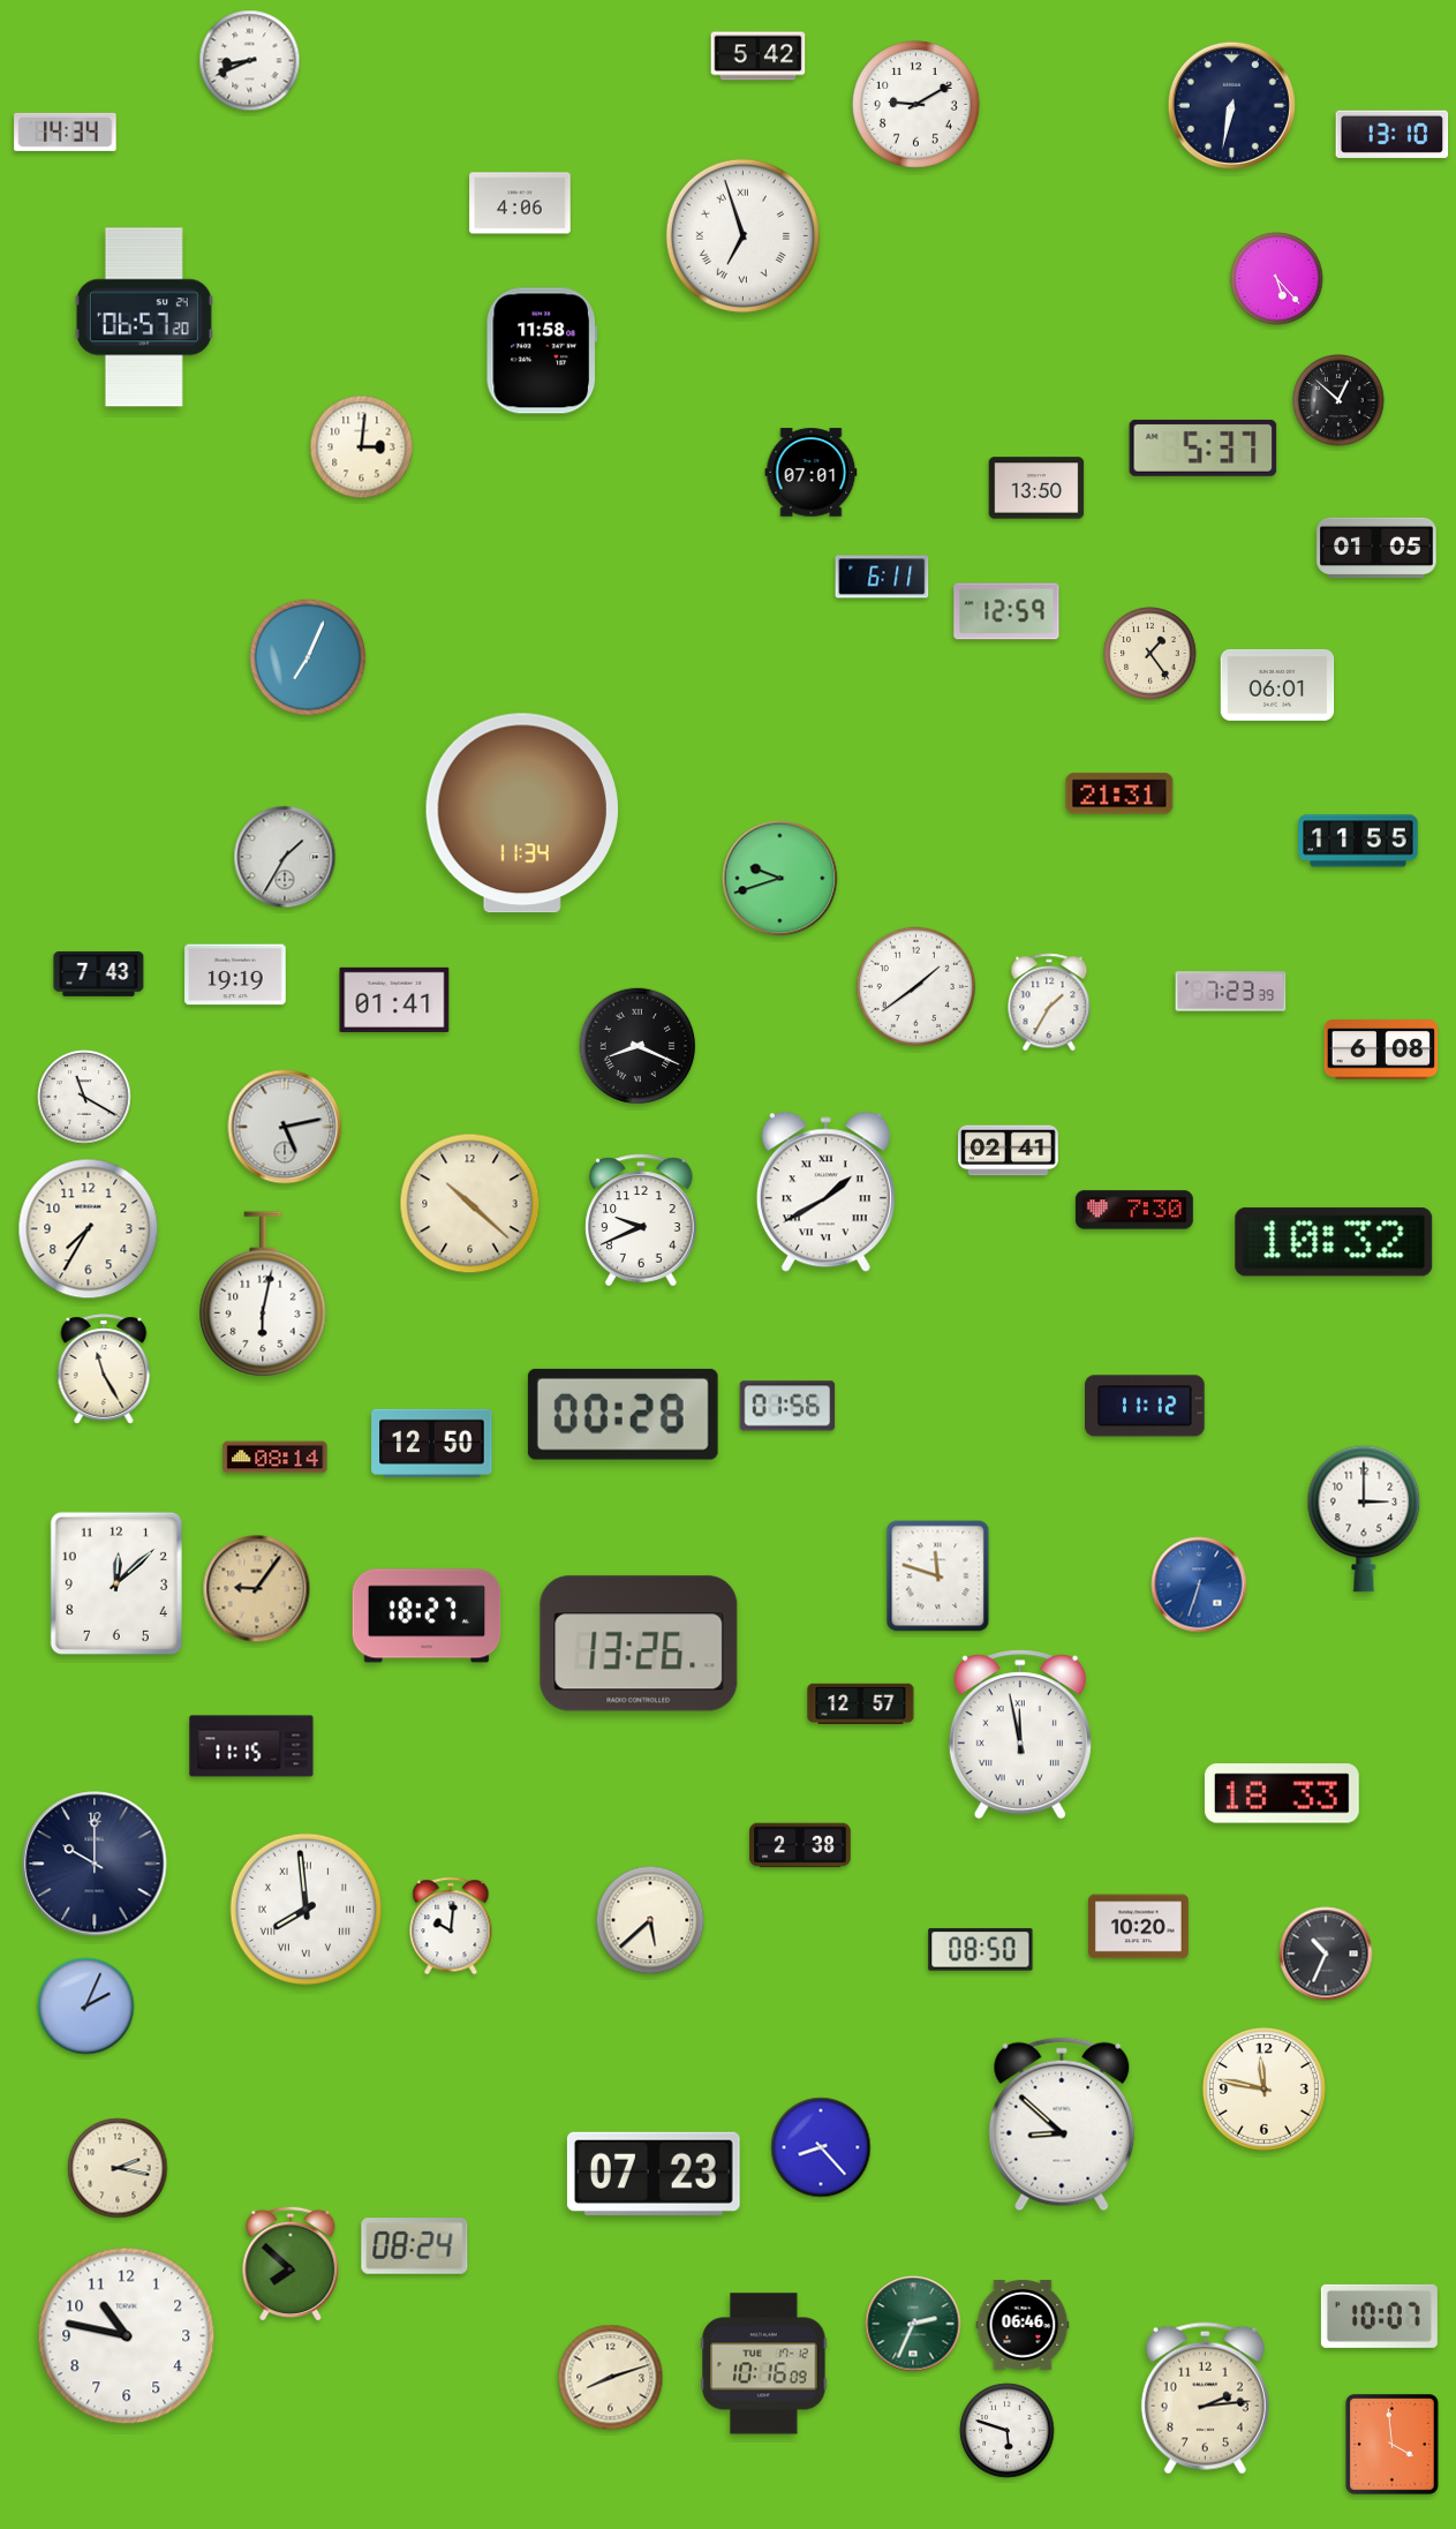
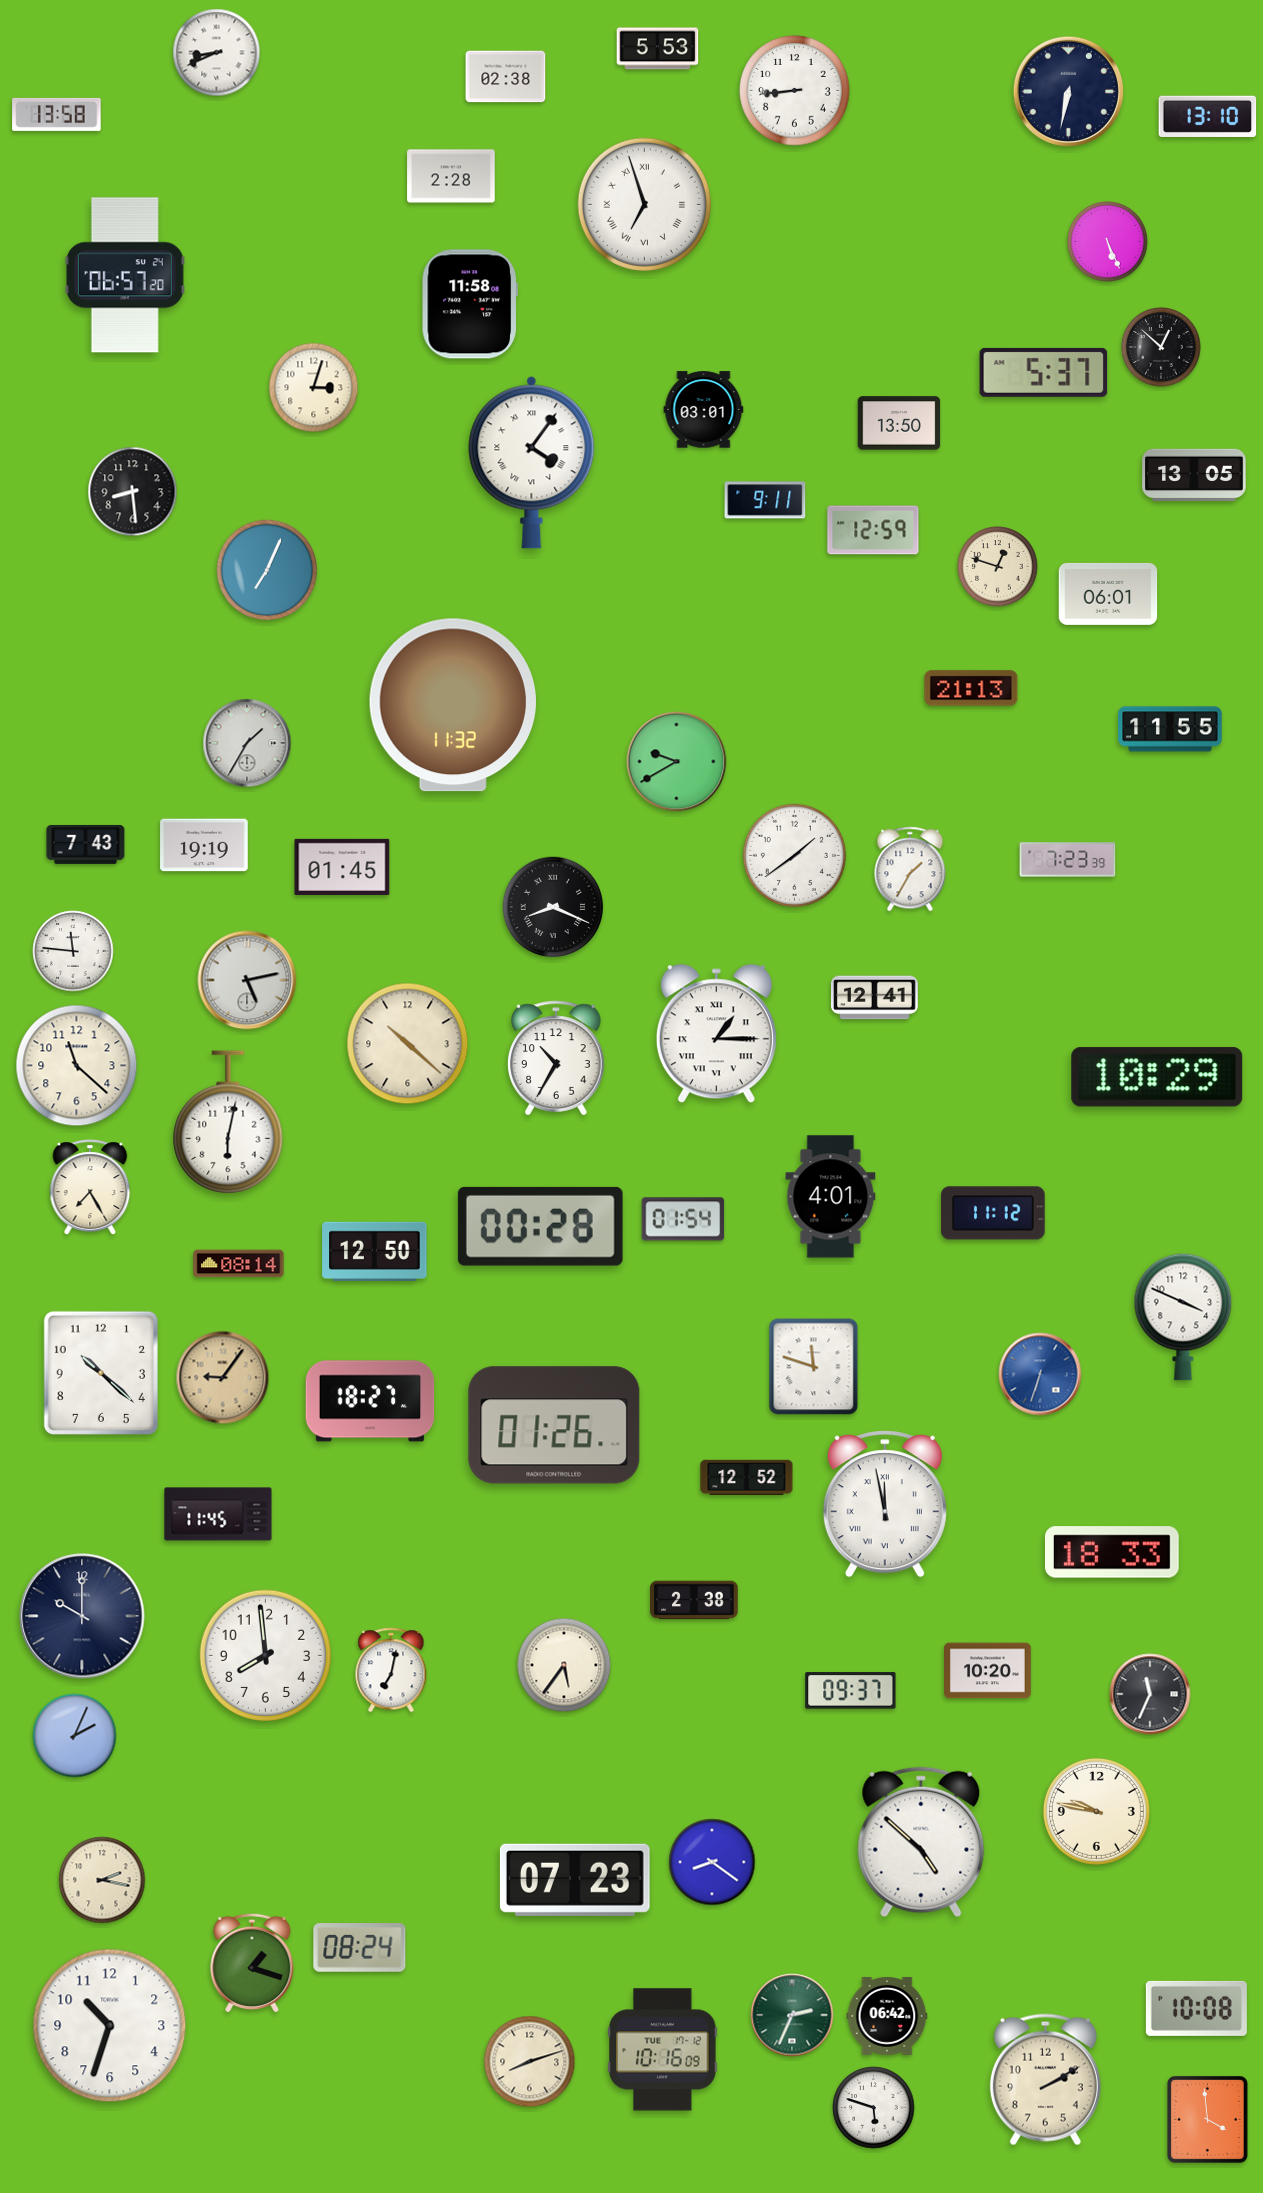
clock at (759, 57): 5:42 -> 5:53
clock at (506, 77): none -> 02:38
clock at (916, 105): 9:10 -> 8:44
clock at (66, 131): 14:34 -> 13:58
clock at (520, 203): 4:06 -> 2:28
clock at (1277, 279): 5:23 -> 5:26
clock at (362, 447): 3:01 -> 3:03
clock at (1204, 447) position: (1204, 447) -> (1044, 372)
clock at (812, 473): 07:01 -> 03:01
clock at (532, 463): none -> 4:06
clock at (1376, 548): 01:05 -> 13:05
clock at (133, 492): none -> 8:29
clock at (882, 577): 6:11 -> 9:11
clock at (1151, 654): 1:24 -> 12:48
clock at (1119, 793): 21:31 -> 21:13
clock at (522, 813): 11:34 -> 11:32
clock at (1358, 841) position: (1358, 841) -> (1170, 729)
clock at (780, 879): 9:42 -> 9:40
clock at (394, 1000): 01:41 -> 01:45
clock at (1381, 1049): 6:08 -> none
clock at (84, 1097): 11:20 -> 11:46
clock at (285, 1127) position: (285, 1127) -> (247, 980)
clock at (1009, 1151): 02:41 -> 12:41
clock at (825, 1192): 1:40 -> 1:15
clock at (1134, 1210): 7:30 -> none
clock at (641, 1220): 9:41 -> 10:35
clock at (89, 1229): 7:35 -> 11:22
clock at (1334, 1242): 10:32 -> 10:29
clock at (104, 1369): 11:25 -> 7:25
clock at (831, 1197): none -> 4:01
clock at (787, 1406): 01:56 -> 01:54
clock at (1145, 1406) position: (1145, 1406) -> (993, 1213)
clock at (1364, 1519): 3:00 -> 3:49
clock at (116, 1583): 12:08 -> 10:22
clock at (639, 1643): 13:26 -> 01:26
clock at (861, 1703): 12:57 -> 12:52
clock at (251, 1746): 11:15 -> 11:45
clock at (1282, 1793) position: (1282, 1793) -> (1112, 1552)
clock at (305, 1909) numerals: Roman -> Arabic
clock at (650, 1920): 5:38 -> 5:36
clock at (451, 1926): 10:01 -> 7:02
clock at (981, 1950): 08:50 -> 09:37
clock at (1326, 1954): 10:34 -> 11:34
clock at (86, 2007) position: (86, 2007) -> (75, 1736)
clock at (1263, 2088): 11:47 -> 9:47
clock at (1062, 2124): 8:52 -> 4:52
clock at (821, 2147): 8:23 -> 8:21
clock at (654, 2174) position: (654, 2174) -> (575, 1880)
clock at (291, 2264): 7:52 -> 1:18
clock at (1379, 2316): 10:07 -> 10:08
clock at (1023, 2325): 06:46 -> 06:42
clock at (127, 2336): 10:47 -> 10:33
clock at (1205, 2399): 2:14 -> 2:10
